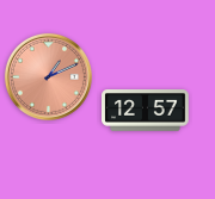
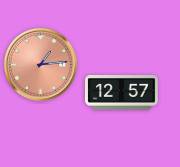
clock at (48, 76): 1:11 -> 1:14
